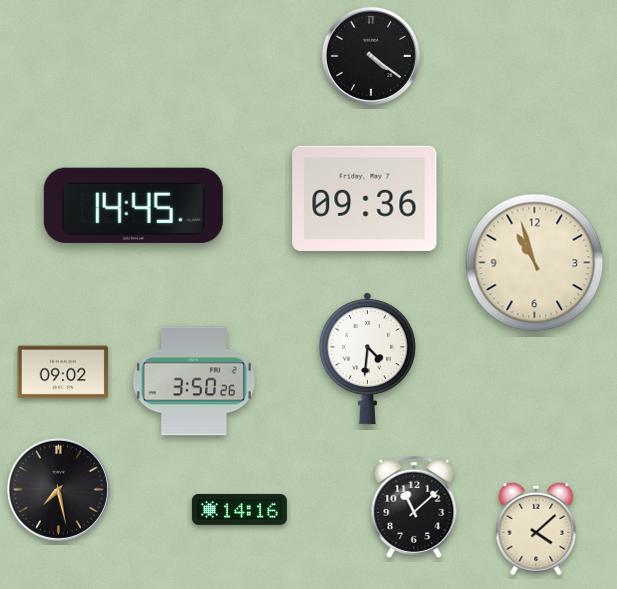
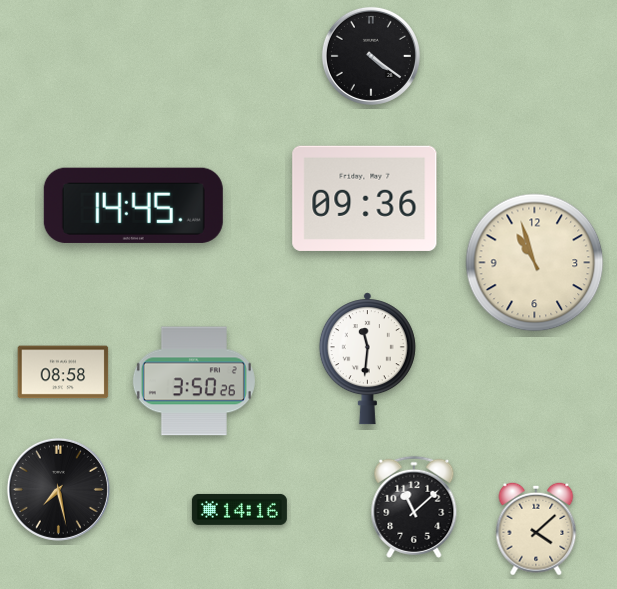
clock at (367, 359): 4:31 -> 11:31
clock at (63, 372): 09:02 -> 08:58
